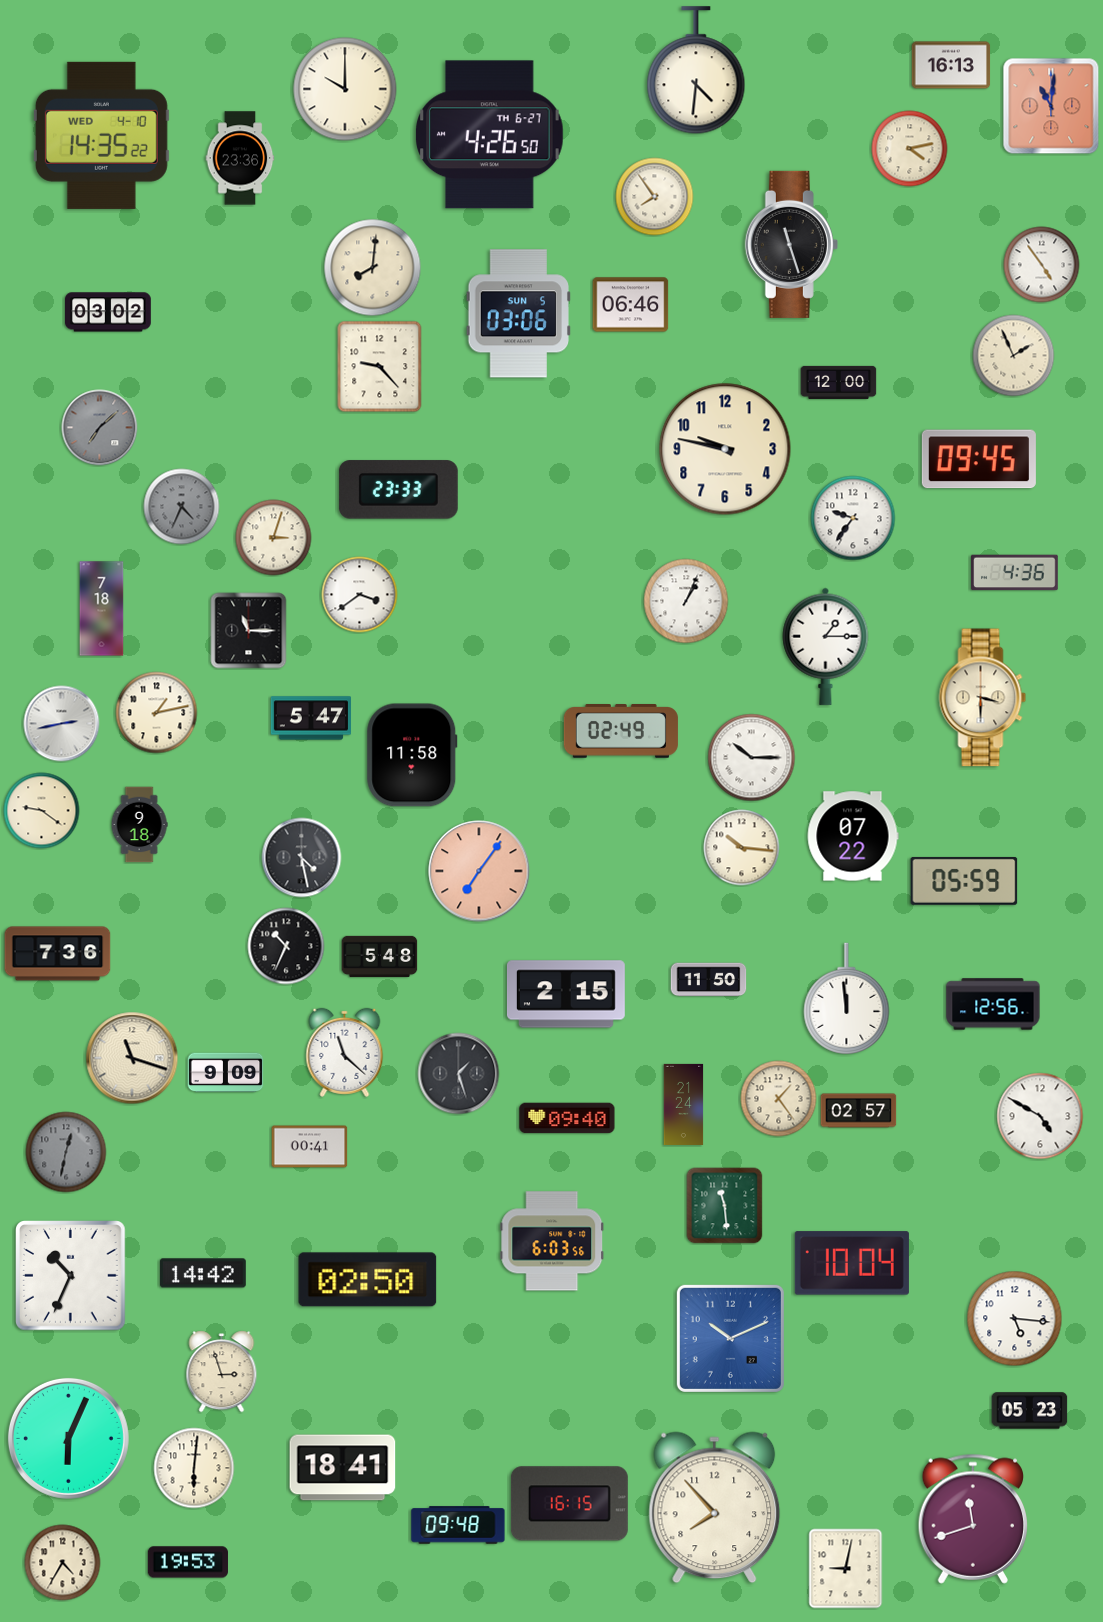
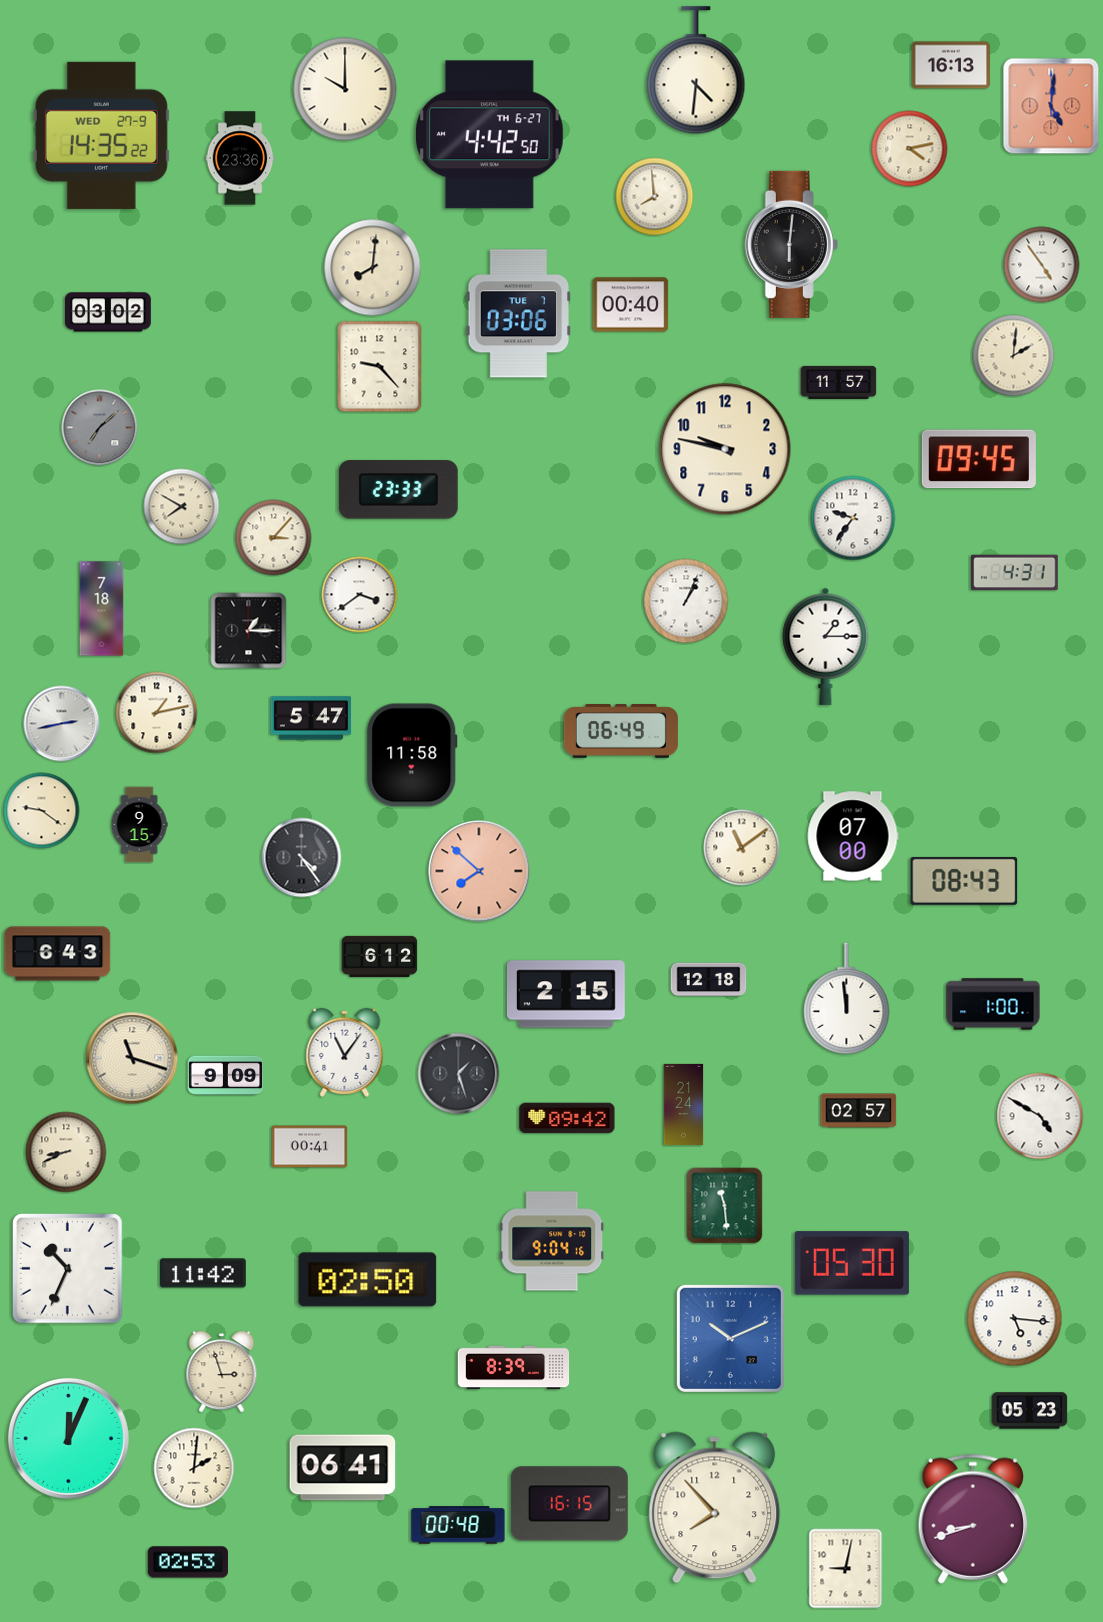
clock at (1051, 106): 11:01 -> 5:01
clock at (101, 135) date: WED 4-10 -> WED 27-9
clock at (490, 135): 4:26 -> 4:42
clock at (655, 197): 7:54 -> 7:59
clock at (791, 244): 11:27 -> 6:01
clock at (631, 305): 06:46 -> 00:40
clock at (518, 314) date: SUN 5 -> TUE 7
clock at (1014, 356): 1:56 -> 2:01
clock at (839, 382): 12:00 -> 11:57
clock at (182, 507): 4:34 -> 7:50
clock at (182, 507) dial: grey -> cream
clock at (274, 538): 3:03 -> 3:07
clock at (1015, 573): 4:36 -> 4:31
clock at (249, 631): 11:15 -> 1:15
clock at (983, 698): 3:30 -> none
clock at (621, 732): 02:49 -> 06:49
clock at (752, 758): 10:15 -> none
clock at (139, 825): 9:18 -> 9:15
clock at (853, 836): 07:22 -> 07:00
clock at (742, 848): 10:16 -> 11:09
clock at (302, 858): 4:28 -> 4:24
clock at (479, 871): 7:06 -> 7:52
clock at (964, 881): 05:59 -> 08:43
clock at (286, 946): 10:34 -> none
clock at (58, 954): 7:36 -> 6:43
clock at (380, 956): 5:48 -> 6:12
clock at (709, 980): 11:50 -> 12:18
clock at (993, 1004): 12:56 -> 1:00
clock at (345, 1052): 11:22 -> 11:06
clock at (226, 1073) position: (226, 1073) -> (226, 1076)
clock at (779, 1099): 1:24 -> none
clock at (567, 1118): 09:40 -> 09:42
clock at (66, 1152): 12:32 -> 8:41
clock at (66, 1152) dial: grey -> cream
clock at (552, 1241): 6:03 -> 9:04
clock at (852, 1263): 10:04 -> 05:30
clock at (203, 1273): 14:42 -> 11:42
clock at (71, 1276) position: (71, 1276) -> (68, 1269)
clock at (514, 1368): none -> 8:39
clock at (68, 1438): 6:04 -> 12:04
clock at (194, 1468): 6:01 -> 2:01
clock at (343, 1468): 18:41 -> 06:41
clock at (972, 1519): 11:42 -> 8:42
clock at (458, 1525): 09:48 -> 00:48
clock at (188, 1562): 19:53 -> 02:53
clock at (63, 1563): 4:35 -> none
